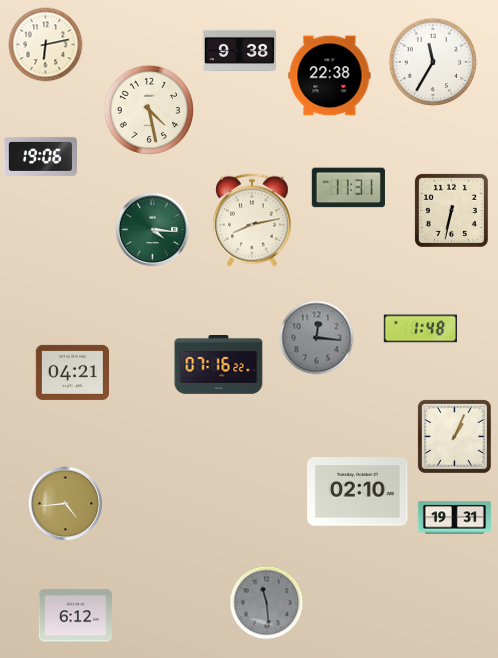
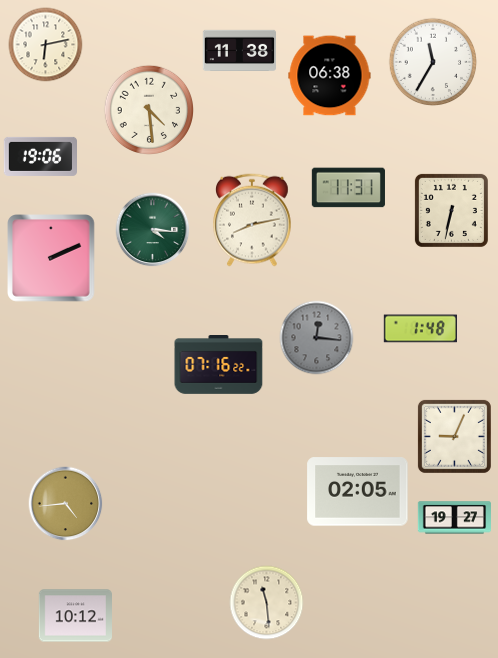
clock at (239, 50): 9:38 -> 11:38
clock at (330, 76): 22:38 -> 06:38
clock at (148, 109): 4:28 -> 4:29
clock at (52, 259): none -> 2:11
clock at (72, 372): 04:21 -> none
clock at (454, 436): 1:04 -> 9:04
clock at (358, 492): 02:10 -> 02:05
clock at (454, 518): 19:31 -> 19:27
clock at (267, 603) dial: grey -> cream
clock at (75, 616): 6:12 -> 10:12
